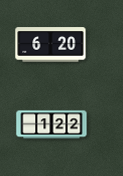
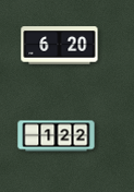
clock at (51, 45) position: (51, 45) -> (60, 46)
